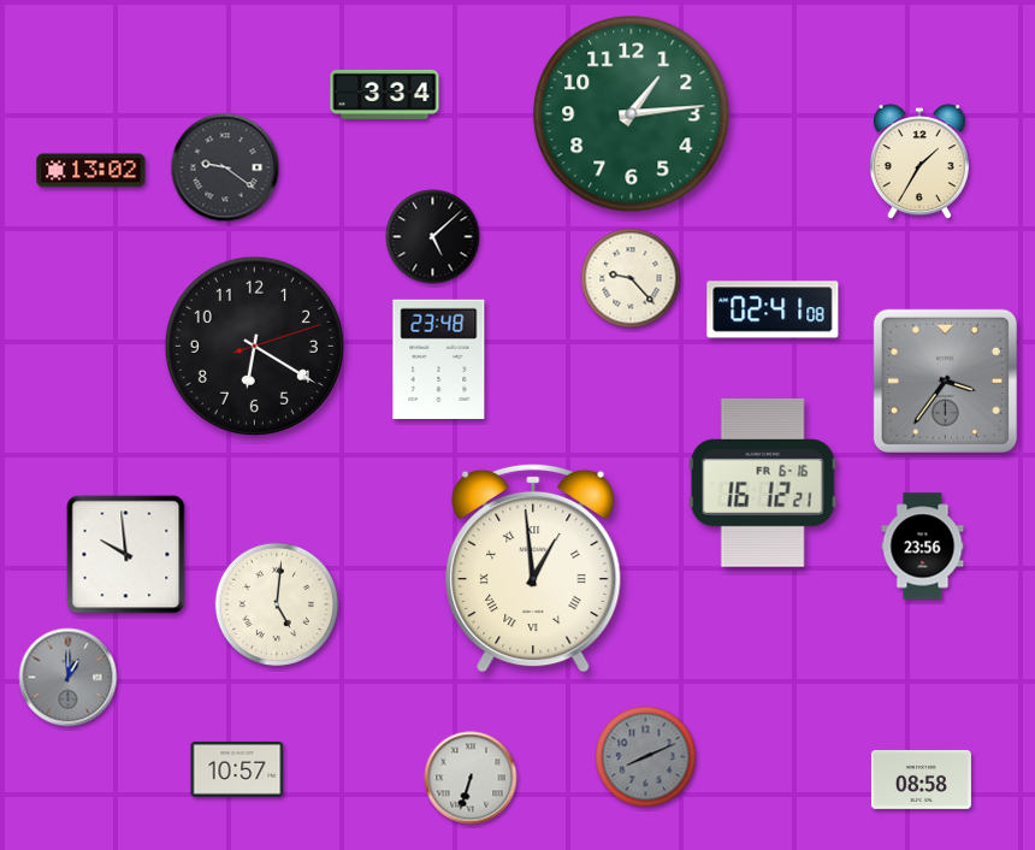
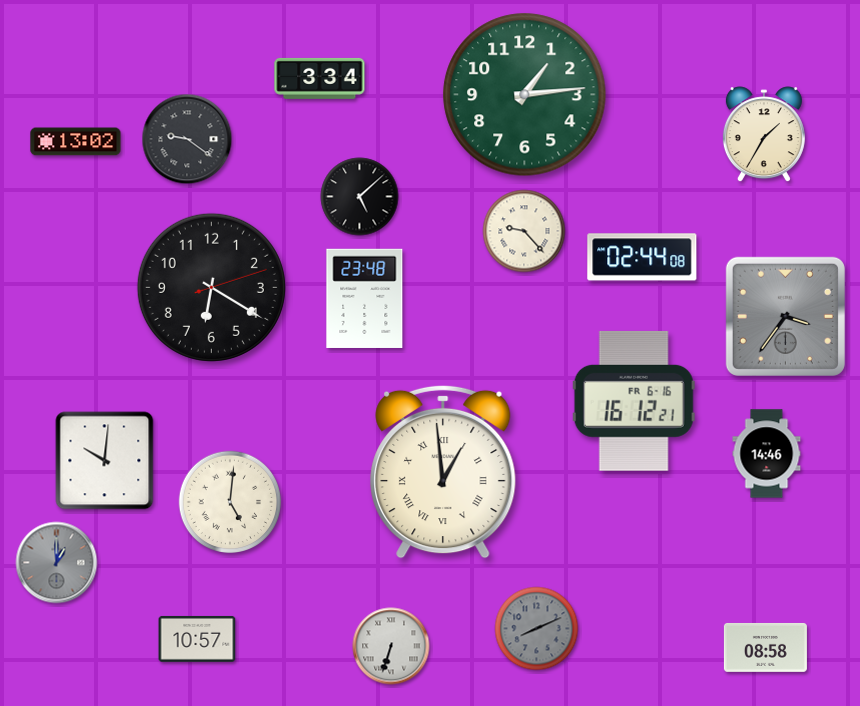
clock at (773, 309): 02:41 -> 02:44
clock at (923, 547): 23:56 -> 14:46
clock at (126, 555): 9:59 -> 10:01
